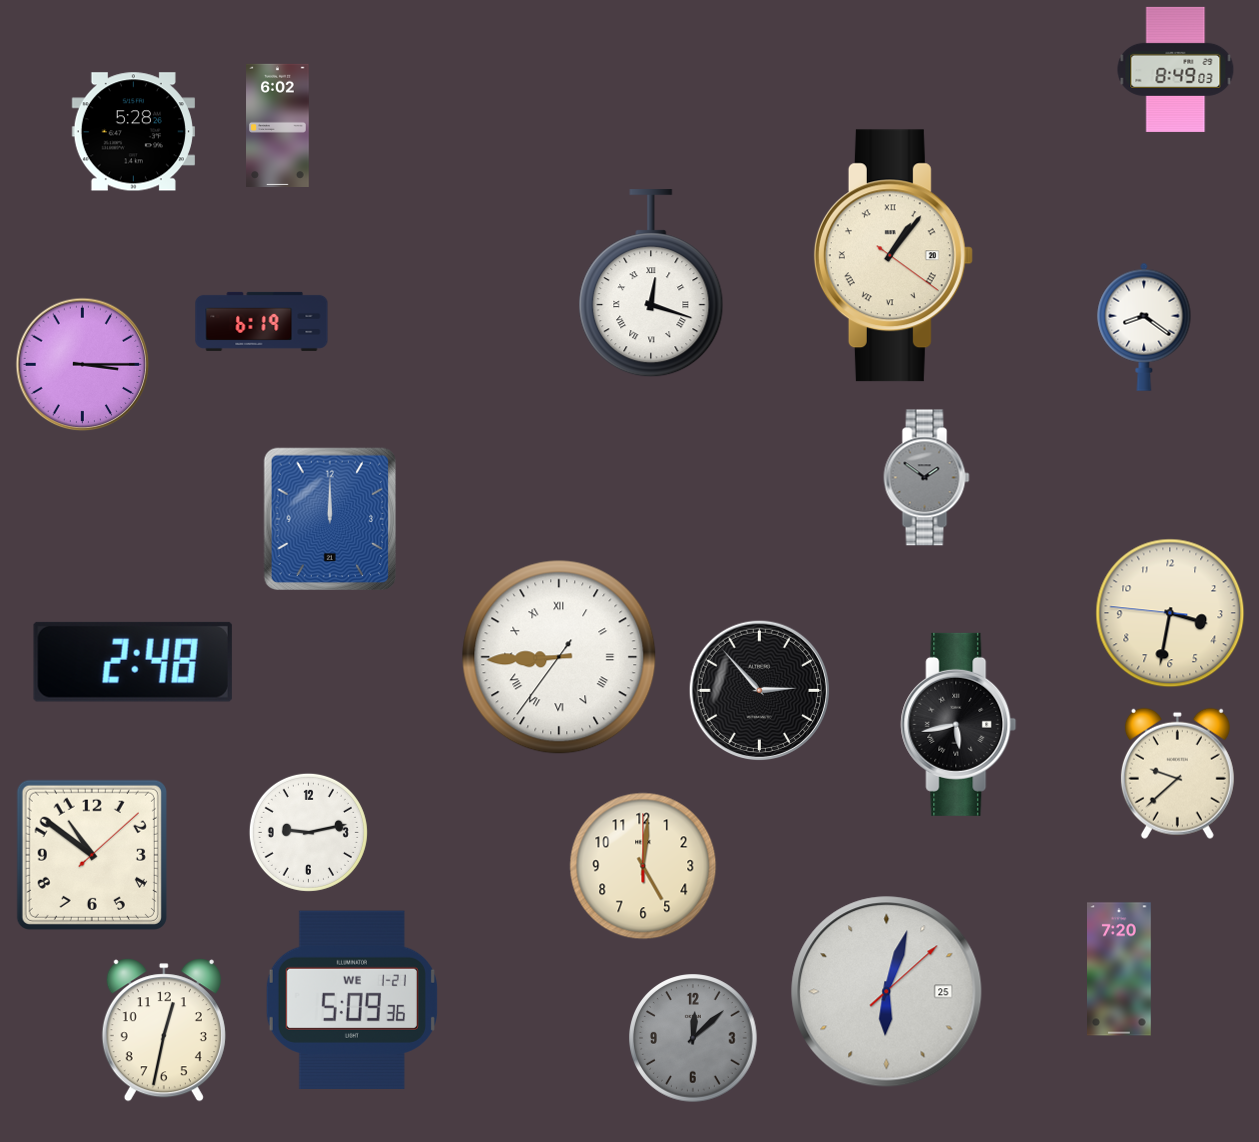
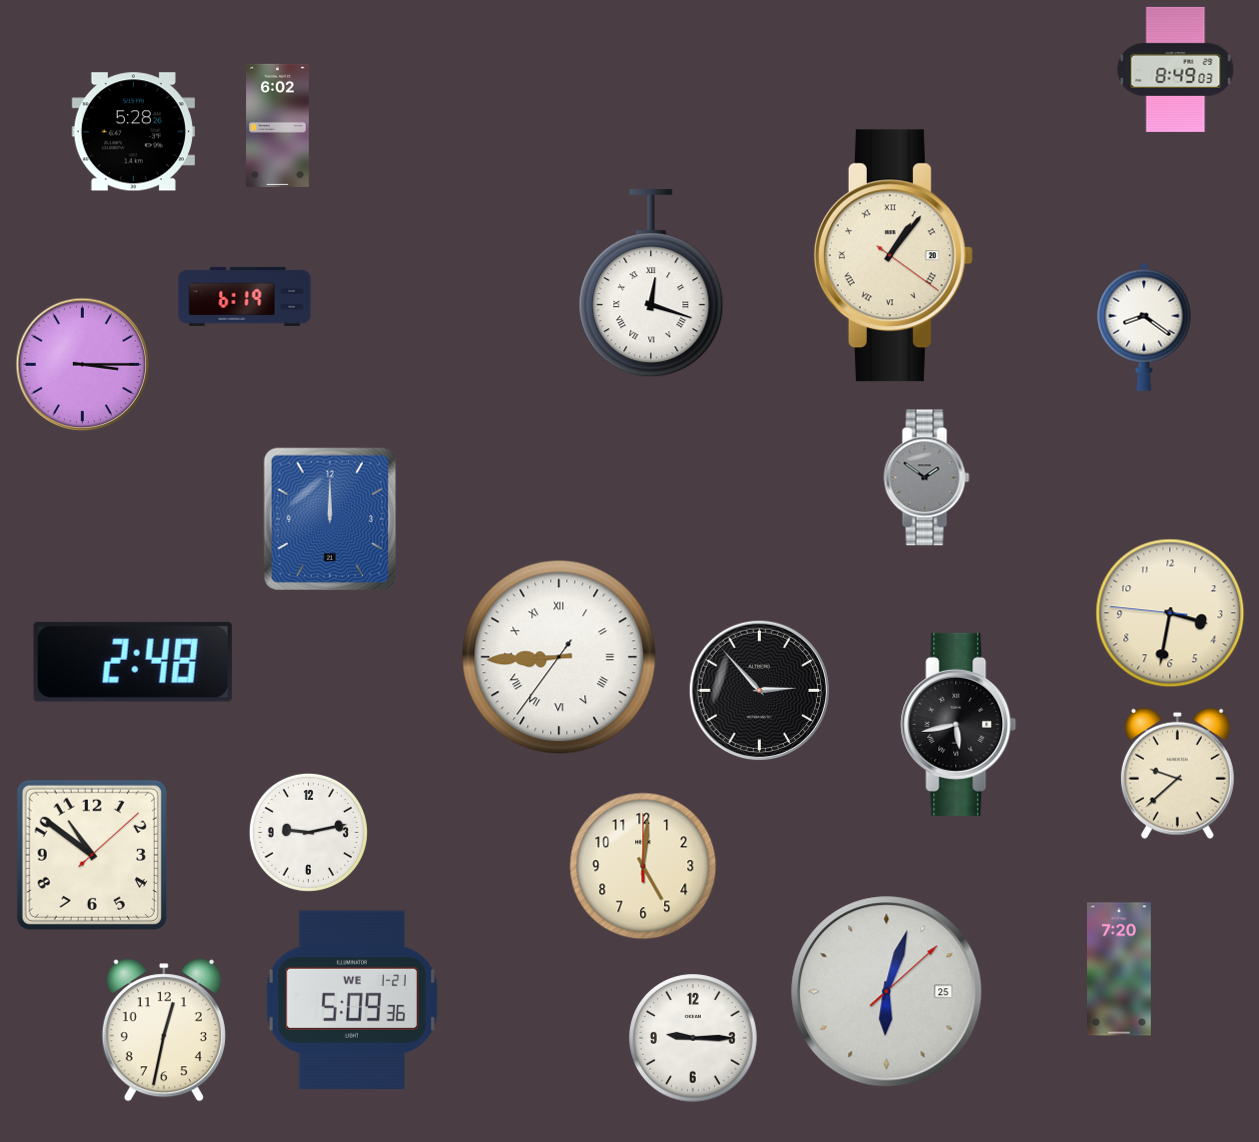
clock at (262, 321) position: (262, 321) -> (245, 296)
clock at (693, 1038): 12:08 -> 9:15
clock at (693, 1038) dial: grey -> white
